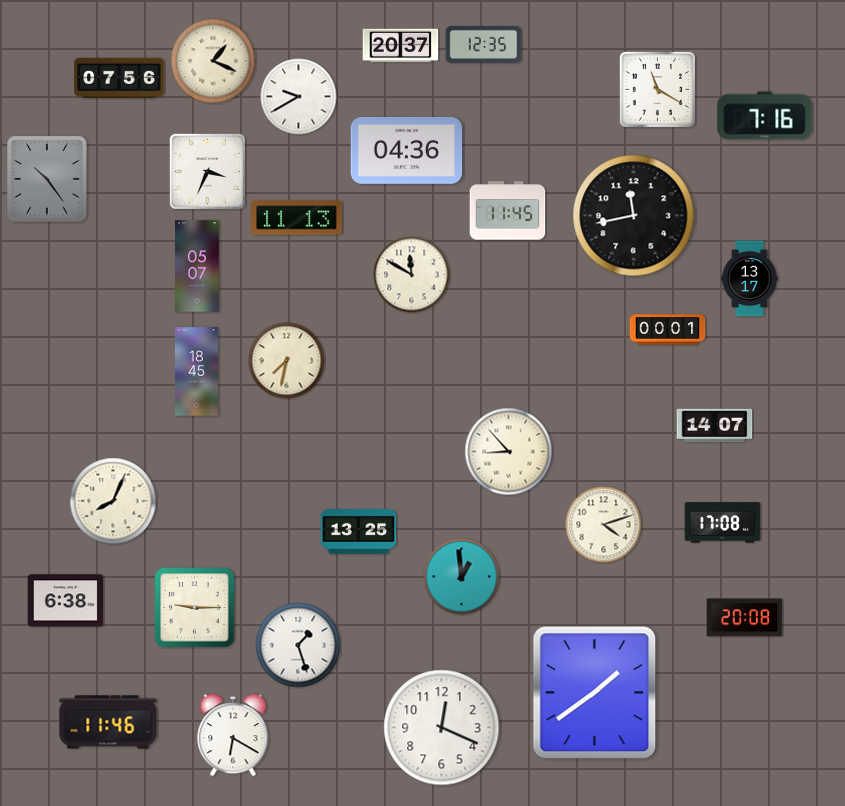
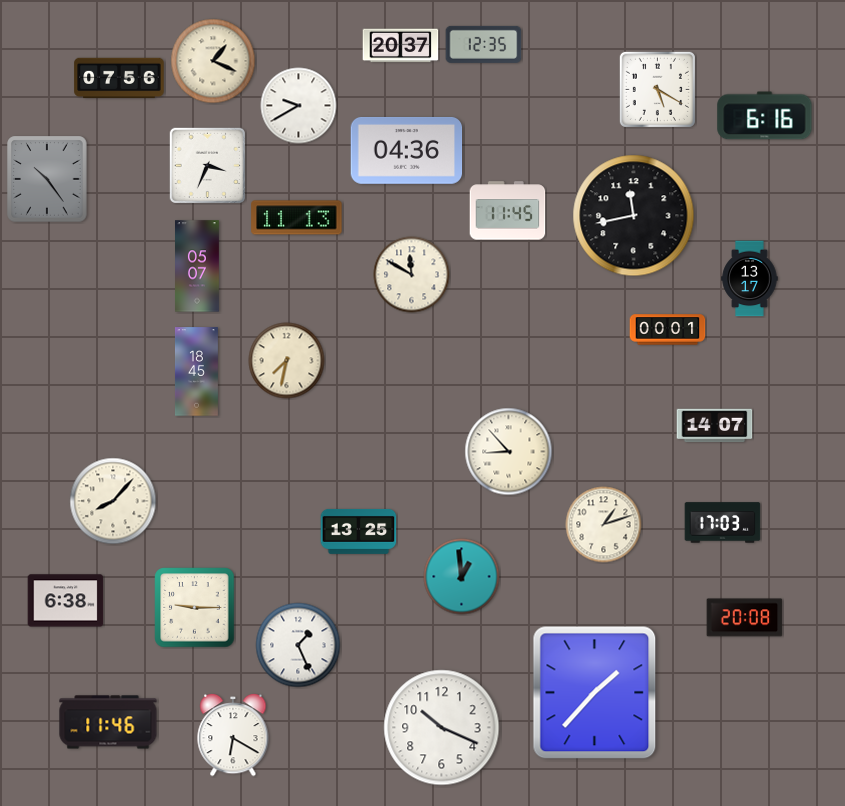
clock at (657, 89): 11:20 -> 5:20
clock at (299, 97) position: (299, 97) -> (299, 106)
clock at (765, 116): 7:16 -> 6:16
clock at (207, 171) position: (207, 171) -> (207, 165)
clock at (113, 501): 8:04 -> 8:07
clock at (723, 523): 17:08 -> 17:03
clock at (604, 525): 4:12 -> 1:12
clock at (298, 645): 1:27 -> 1:26
clock at (595, 693): 1:39 -> 1:37
clock at (442, 728): 12:19 -> 10:19
